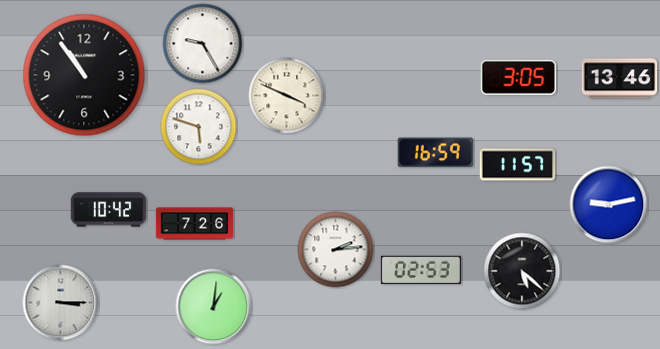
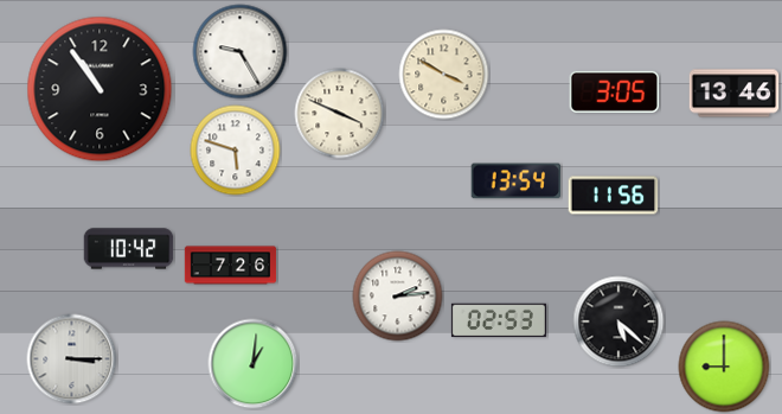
clock at (444, 75): none -> 3:50
clock at (436, 153): 16:59 -> 13:54
clock at (518, 165): 11:57 -> 11:56
clock at (609, 205): 9:13 -> none
clock at (724, 367): none -> 9:00
